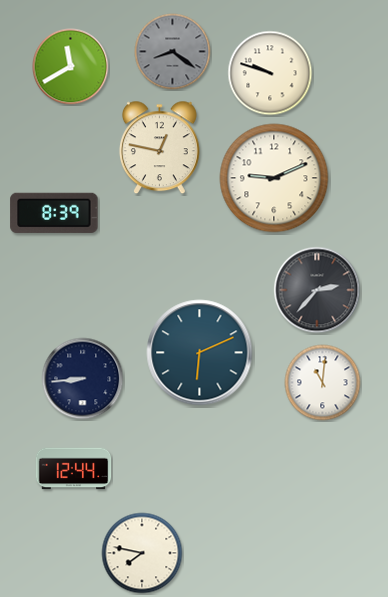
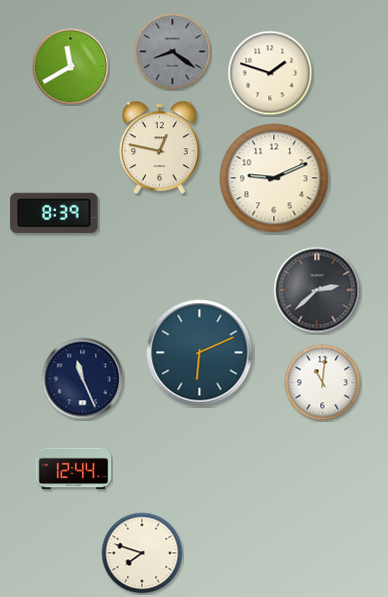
clock at (270, 73): 9:48 -> 1:48
clock at (317, 290): 2:37 -> 2:38
clock at (83, 379): 8:44 -> 11:26
clock at (142, 553): 7:47 -> 7:48
